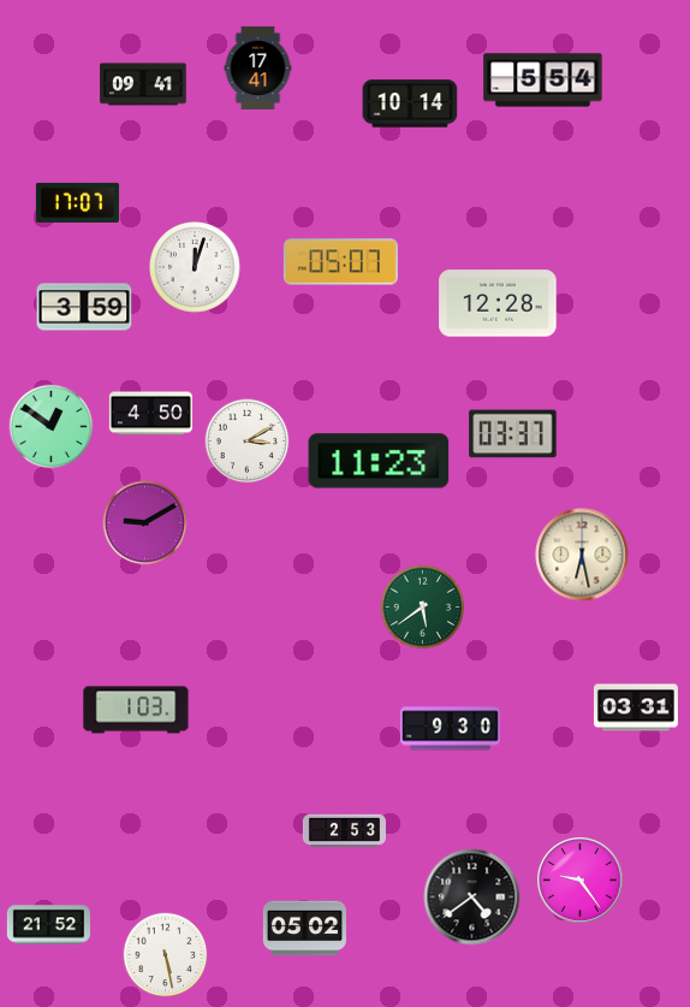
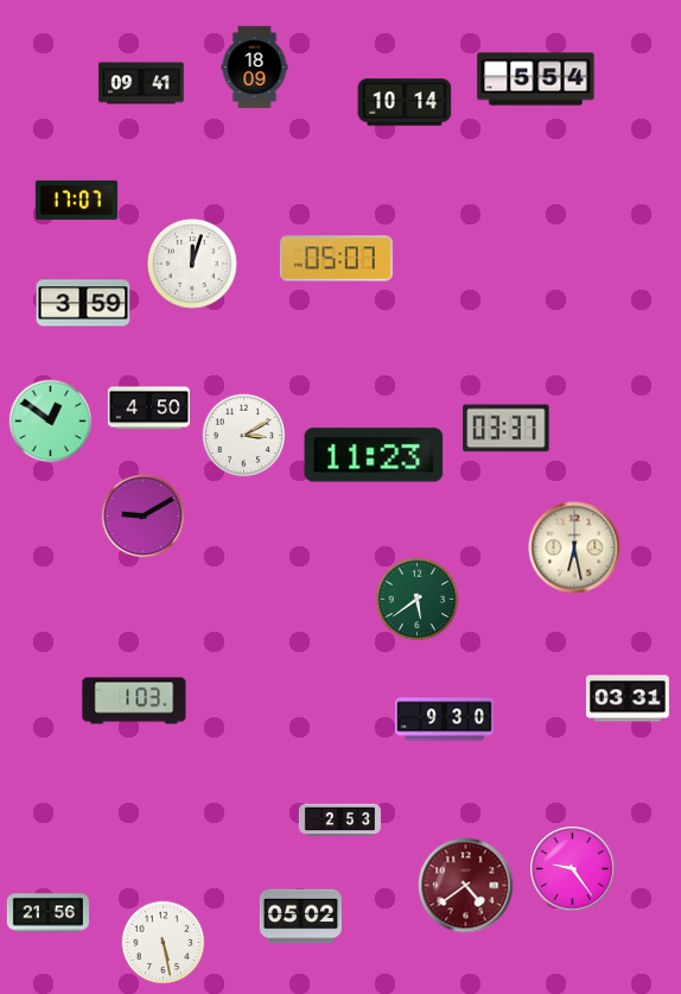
clock at (258, 67): 17:41 -> 18:09
clock at (498, 303): 12:28 -> none
clock at (472, 898) dial: black -> burgundy
clock at (48, 925): 21:52 -> 21:56
